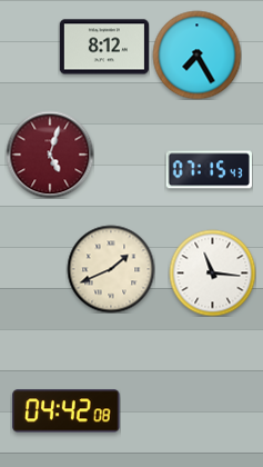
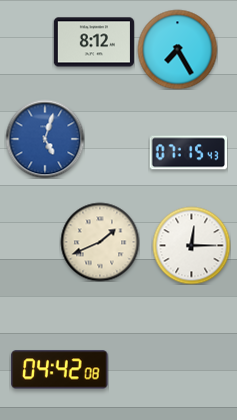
clock at (50, 155) dial: burgundy -> blue
clock at (212, 272): 11:16 -> 12:15
